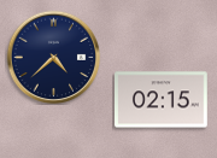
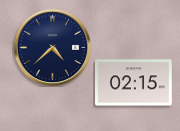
clock at (53, 57) position: (53, 57) -> (52, 47)
